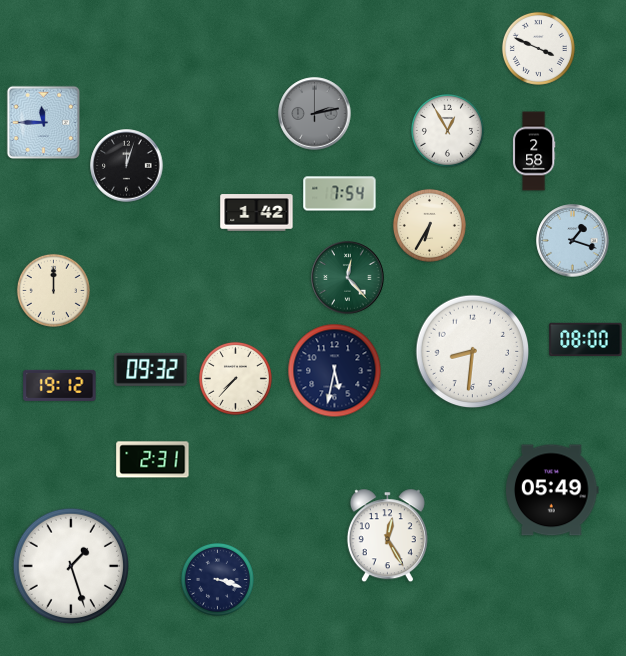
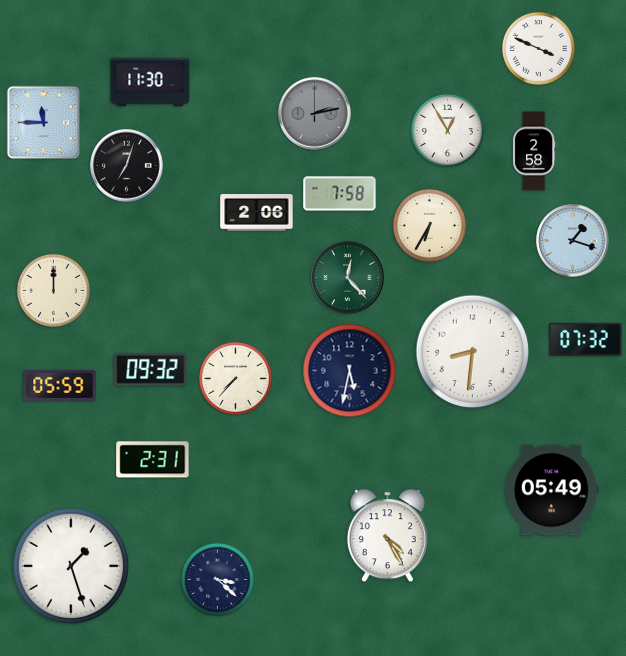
clock at (150, 82): none -> 11:30
clock at (127, 166): 12:03 -> 7:03
clock at (340, 194): 7:54 -> 7:58
clock at (257, 213): 1:42 -> 2:06
clock at (586, 339): 08:00 -> 07:32
clock at (335, 371) position: (335, 371) -> (350, 371)
clock at (60, 385): 19:12 -> 05:59
clock at (387, 536): 12:25 -> 4:25
clock at (217, 579): 3:18 -> 3:22
